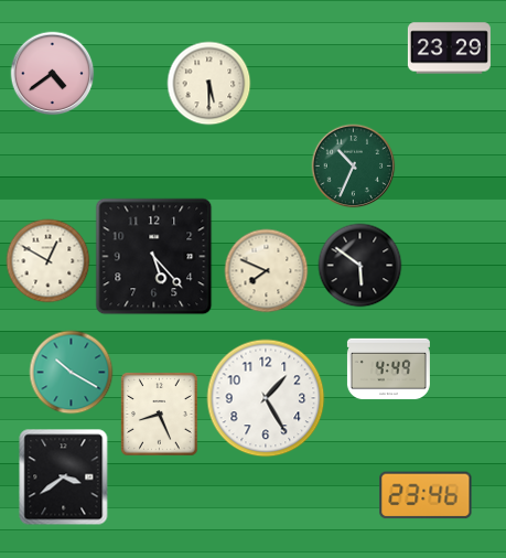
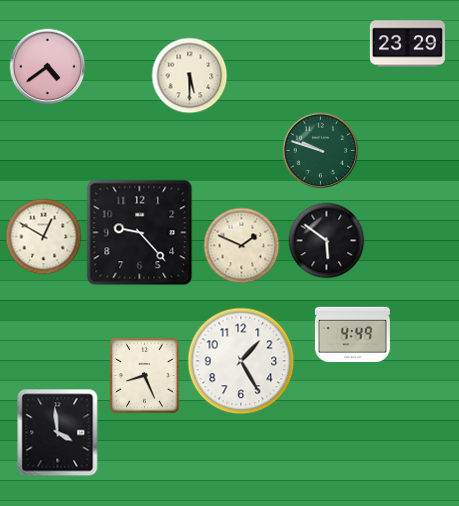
clock at (354, 167): 10:34 -> 9:48
clock at (154, 257): 5:23 -> 9:23
clock at (267, 271): 7:49 -> 1:49
clock at (72, 373): 10:20 -> none
clock at (64, 477): 3:39 -> 3:59
clock at (426, 495): 23:46 -> none
